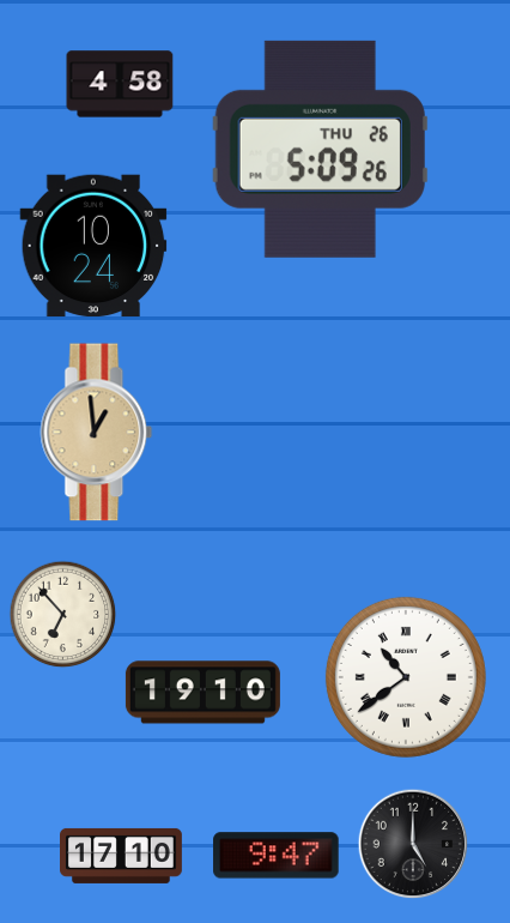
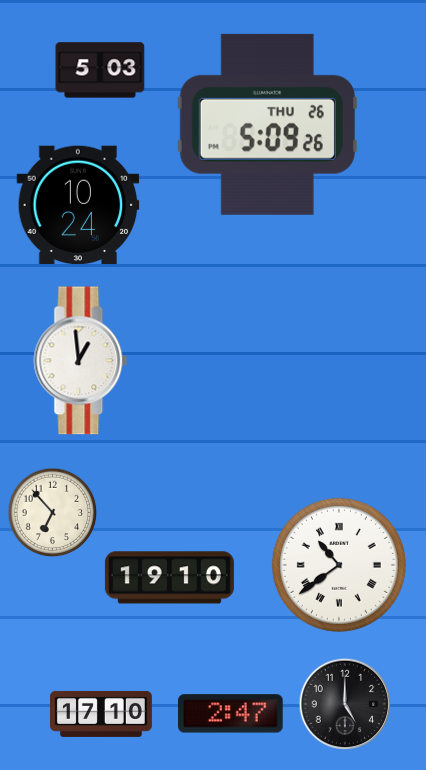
clock at (120, 84): 4:58 -> 5:03
clock at (97, 433) dial: champagne -> white
clock at (277, 856): 9:47 -> 2:47
